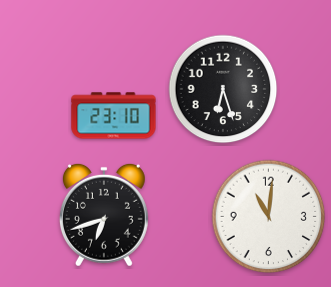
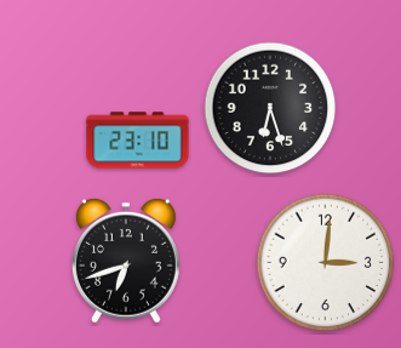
clock at (269, 217): 11:01 -> 3:01
